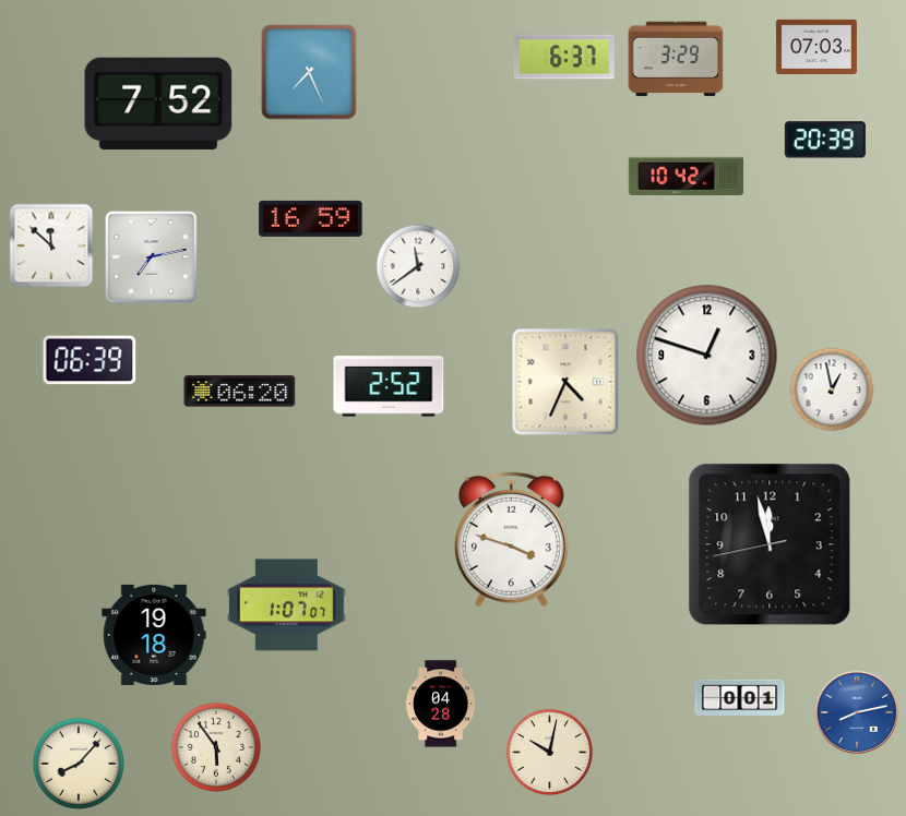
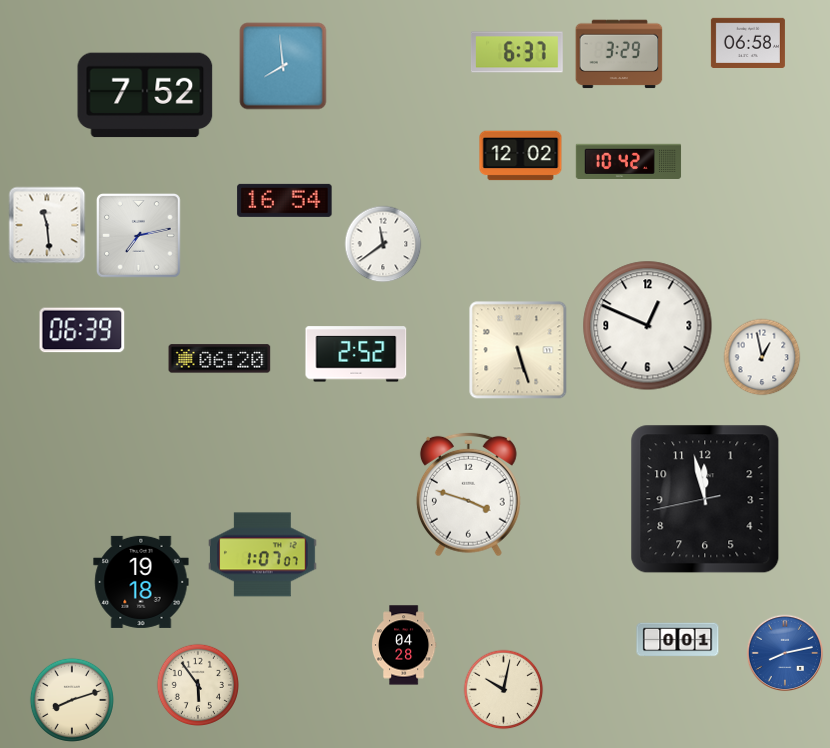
clock at (816, 46): 07:03 -> 06:58
clock at (309, 72): 7:26 -> 7:59
clock at (825, 140): 20:39 -> none
clock at (521, 156): none -> 12:02
clock at (311, 218): 16:59 -> 16:54
clock at (51, 245): 11:52 -> 11:29
clock at (707, 356): 12:48 -> 12:49
clock at (565, 382): 4:34 -> 5:27
clock at (79, 764): 8:07 -> 8:12
